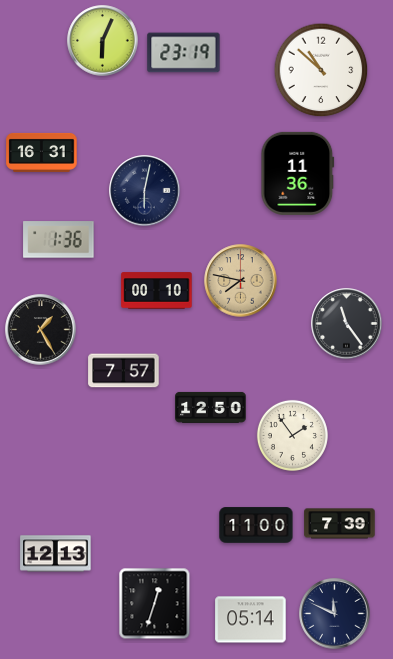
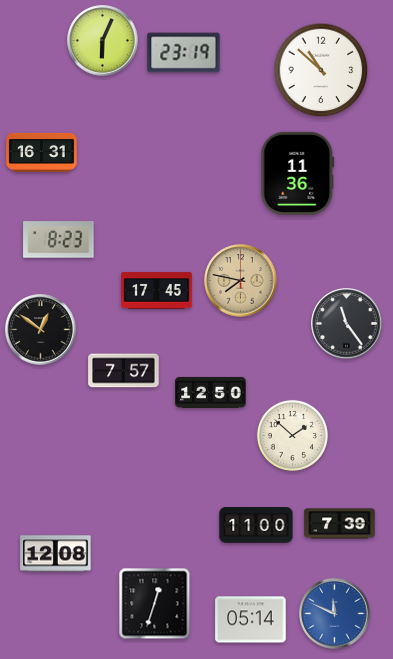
clock at (145, 191): 6:02 -> none
clock at (59, 240): 1:36 -> 8:23
clock at (157, 291): 00:10 -> 17:45
clock at (41, 330): 1:25 -> 12:51
clock at (211, 407) position: (211, 407) -> (211, 392)
clock at (292, 435): 1:54 -> 1:52
clock at (56, 554): 12:13 -> 12:08
clock at (335, 614) dial: navy -> blue
